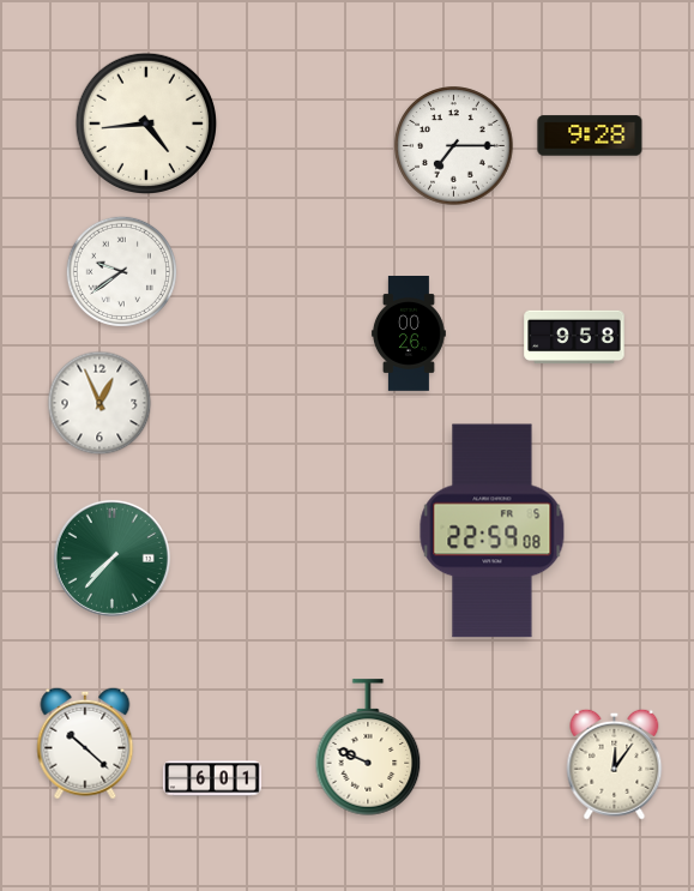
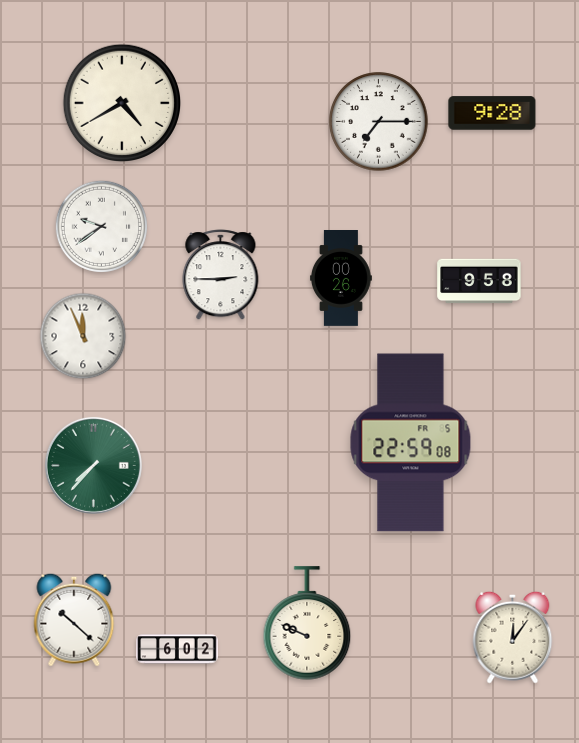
clock at (145, 122): 4:44 -> 4:40
clock at (221, 275): none -> 2:45
clock at (99, 403): 12:56 -> 11:56
clock at (85, 743) position: (85, 743) -> (74, 620)
clock at (212, 778): 6:01 -> 6:02
